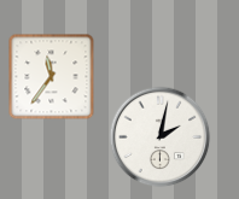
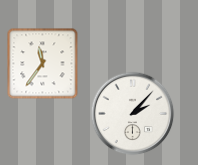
clock at (161, 137): 2:02 -> 2:07
